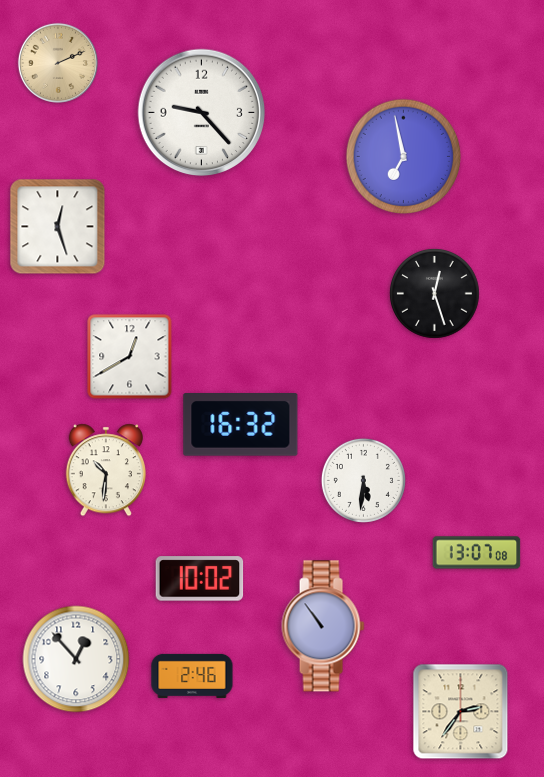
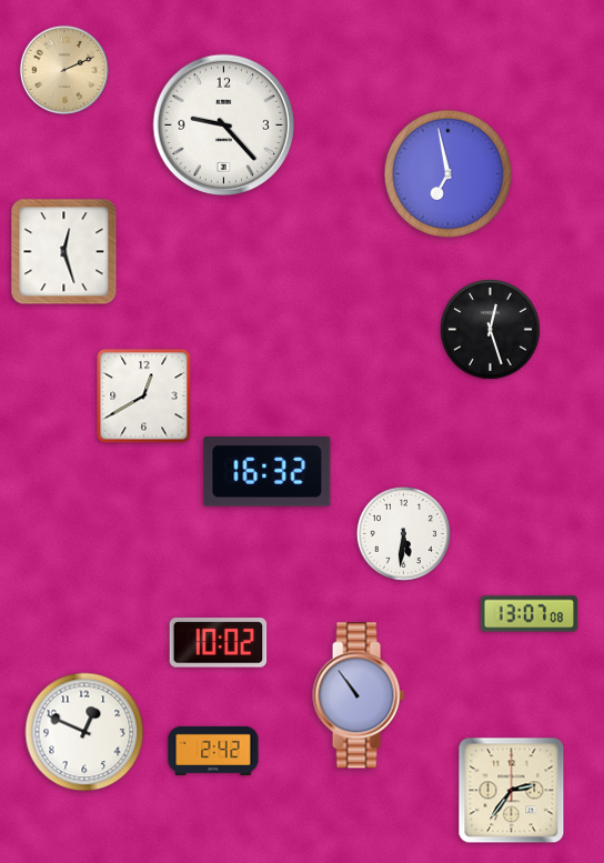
clock at (435, 294) position: (435, 294) -> (491, 330)
clock at (106, 470): 10:31 -> none
clock at (200, 579) position: (200, 579) -> (219, 643)
clock at (76, 659): 12:53 -> 12:49
clock at (192, 676): 2:46 -> 2:42
